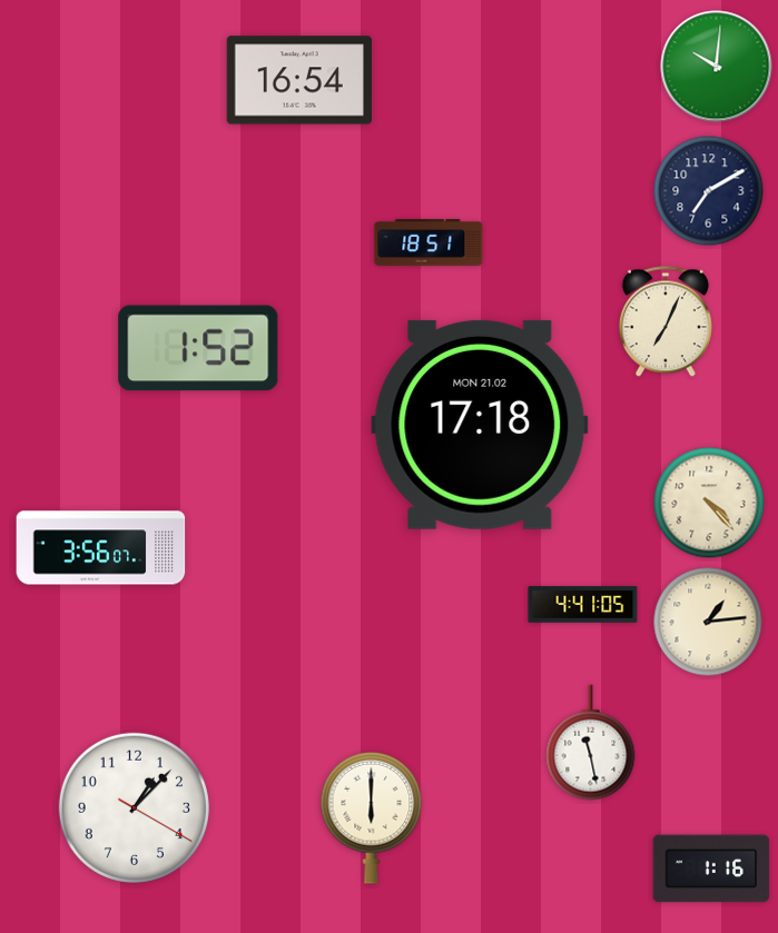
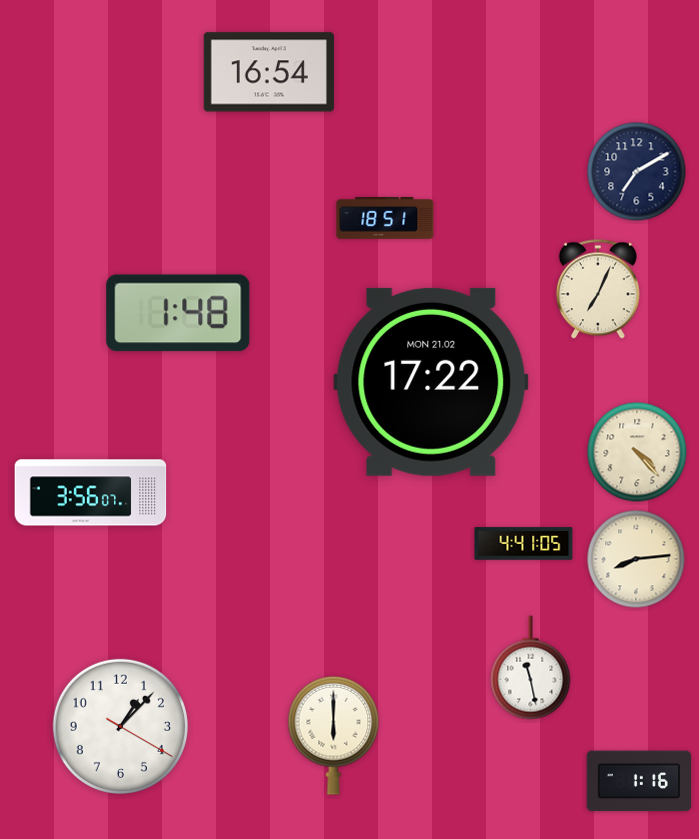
clock at (717, 67): 10:01 -> none
clock at (198, 348): 1:52 -> 1:48
clock at (480, 425): 17:18 -> 17:22
clock at (708, 622): 1:14 -> 8:14
